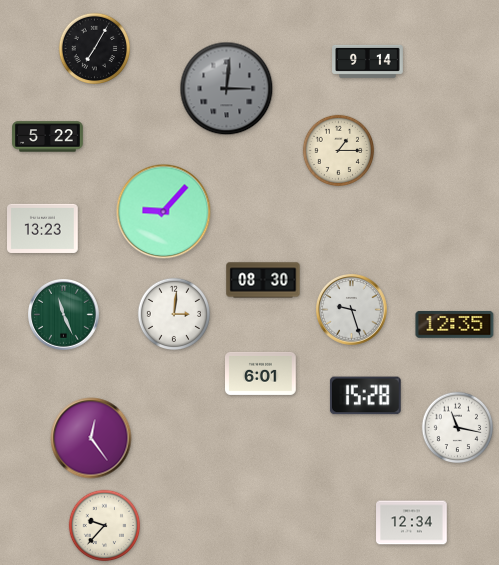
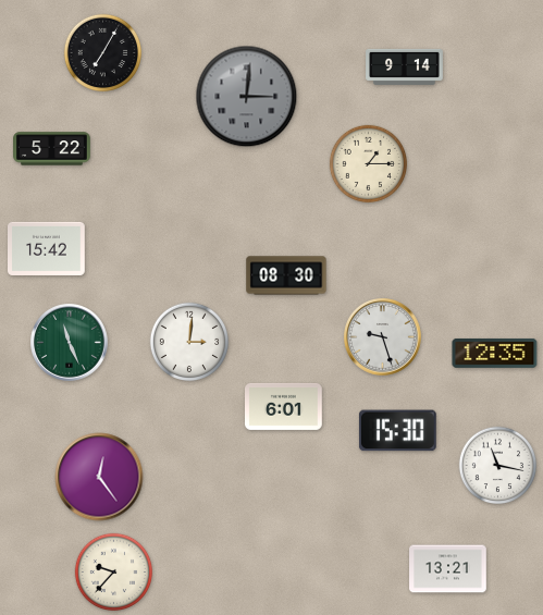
clock at (368, 61) position: (368, 61) -> (405, 66)
clock at (164, 212): 9:07 -> none
clock at (43, 228): 13:23 -> 15:42
clock at (263, 280) position: (263, 280) -> (286, 275)
clock at (365, 396): 15:28 -> 15:30
clock at (412, 523): 12:34 -> 13:21
